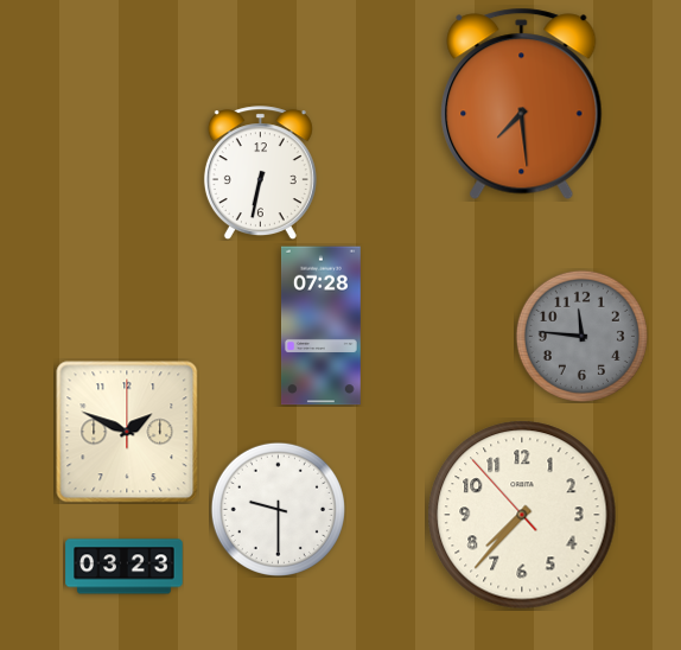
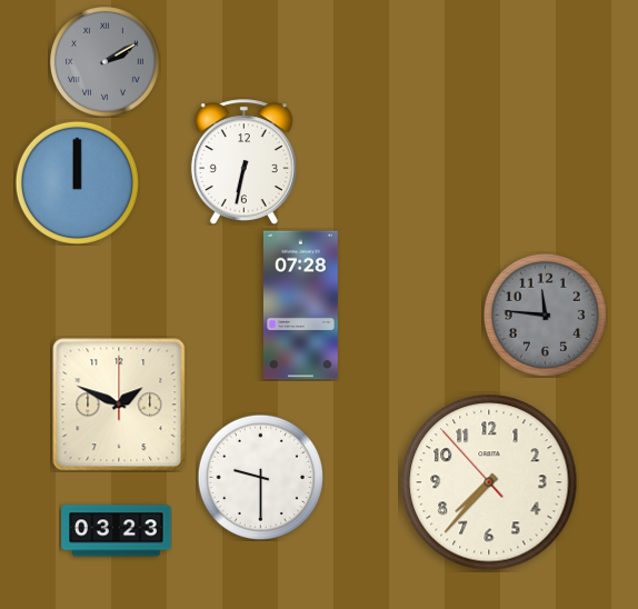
clock at (106, 62): none -> 2:10
clock at (522, 104): 7:29 -> none
clock at (77, 182): none -> 12:00
